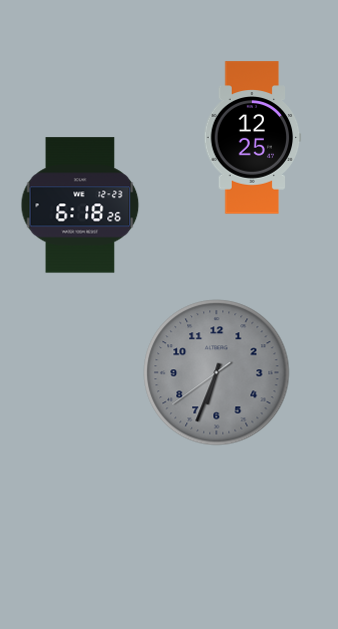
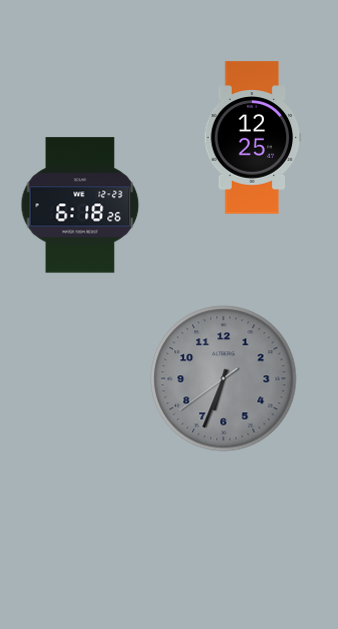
clock at (217, 373) position: (217, 373) -> (224, 379)
